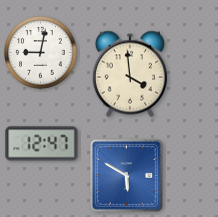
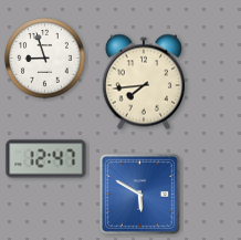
clock at (41, 53): 9:02 -> 8:57
clock at (129, 74): 3:59 -> 7:44
